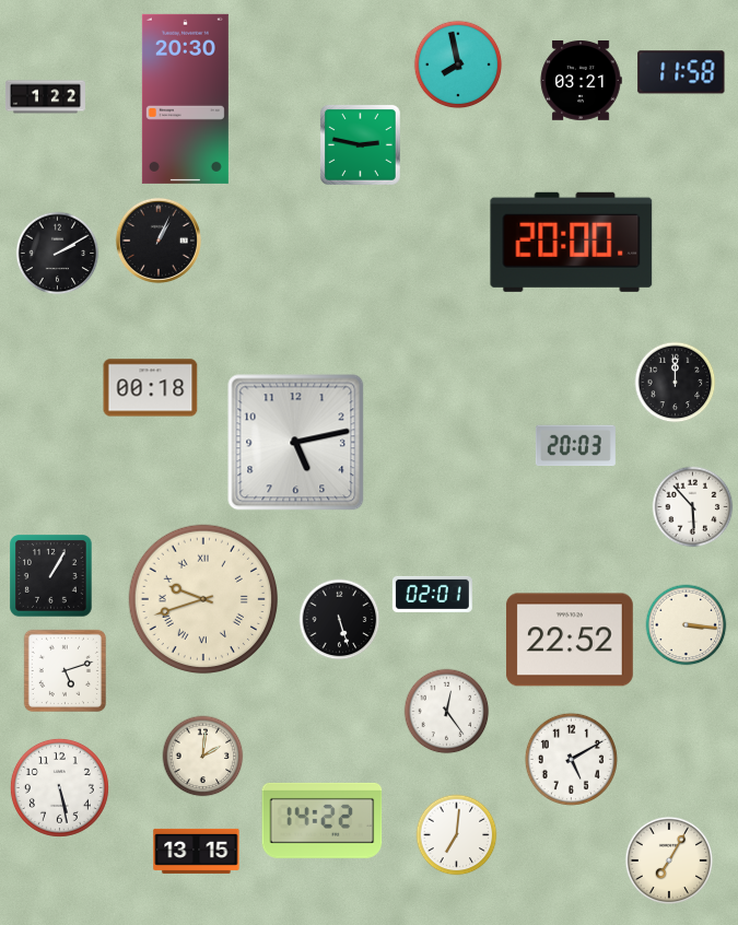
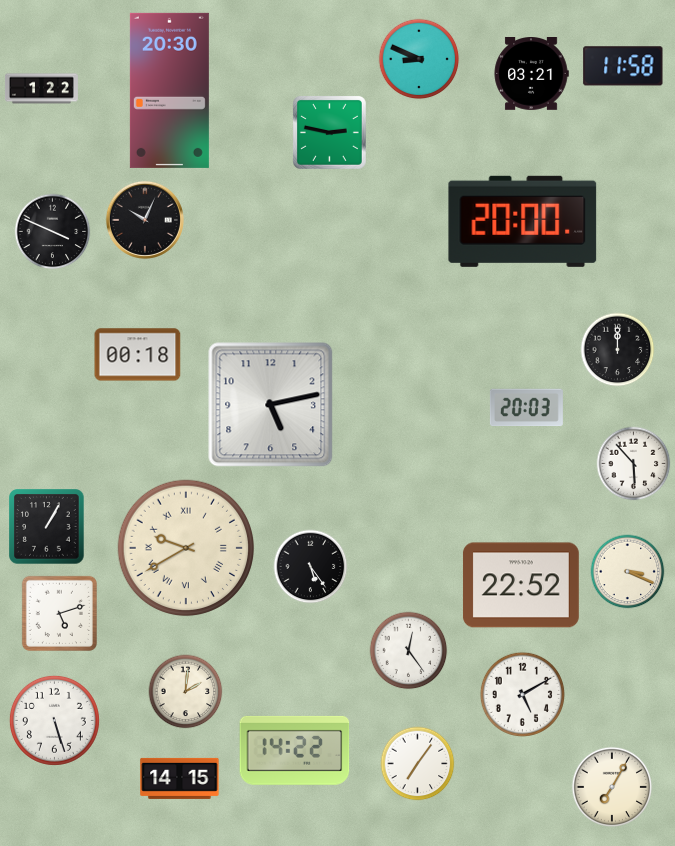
clock at (458, 65): 7:58 -> 8:49
clock at (159, 241): 1:04 -> 10:04
clock at (58, 254): 2:10 -> 3:49
clock at (432, 594): 02:01 -> none
clock at (203, 599): 9:42 -> 9:40
clock at (340, 620): 5:27 -> 5:24
clock at (687, 625): 3:16 -> 3:19
clock at (59, 787): 5:28 -> 5:27
clock at (457, 835): 7:01 -> 7:06
clock at (197, 851): 13:15 -> 14:15
